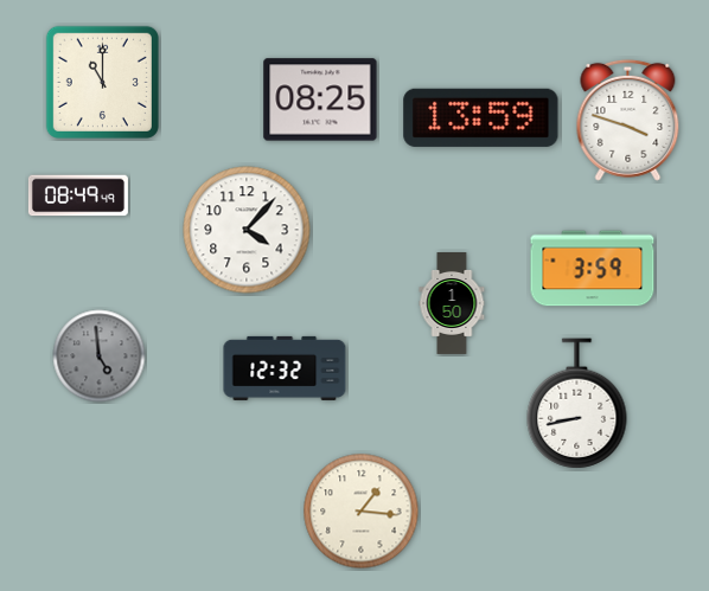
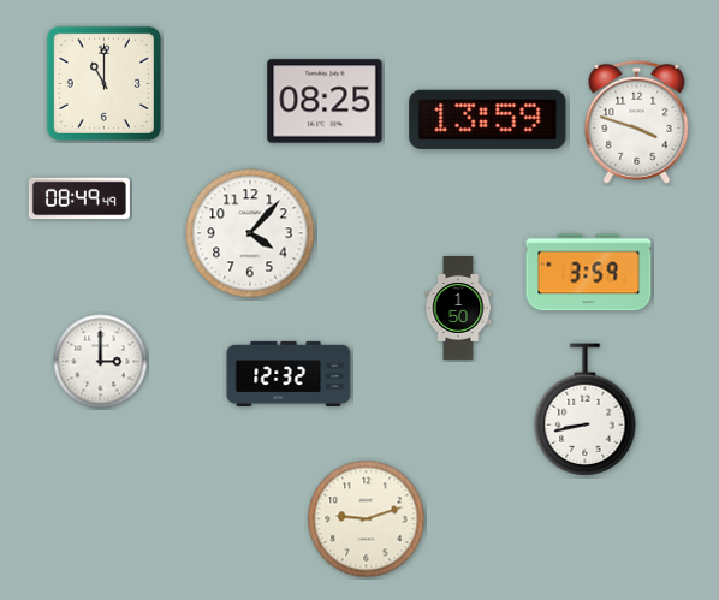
clock at (593, 269) position: (593, 269) -> (589, 273)
clock at (100, 356): 4:59 -> 3:00
clock at (100, 356) dial: grey -> white
clock at (362, 512): 1:16 -> 9:12
